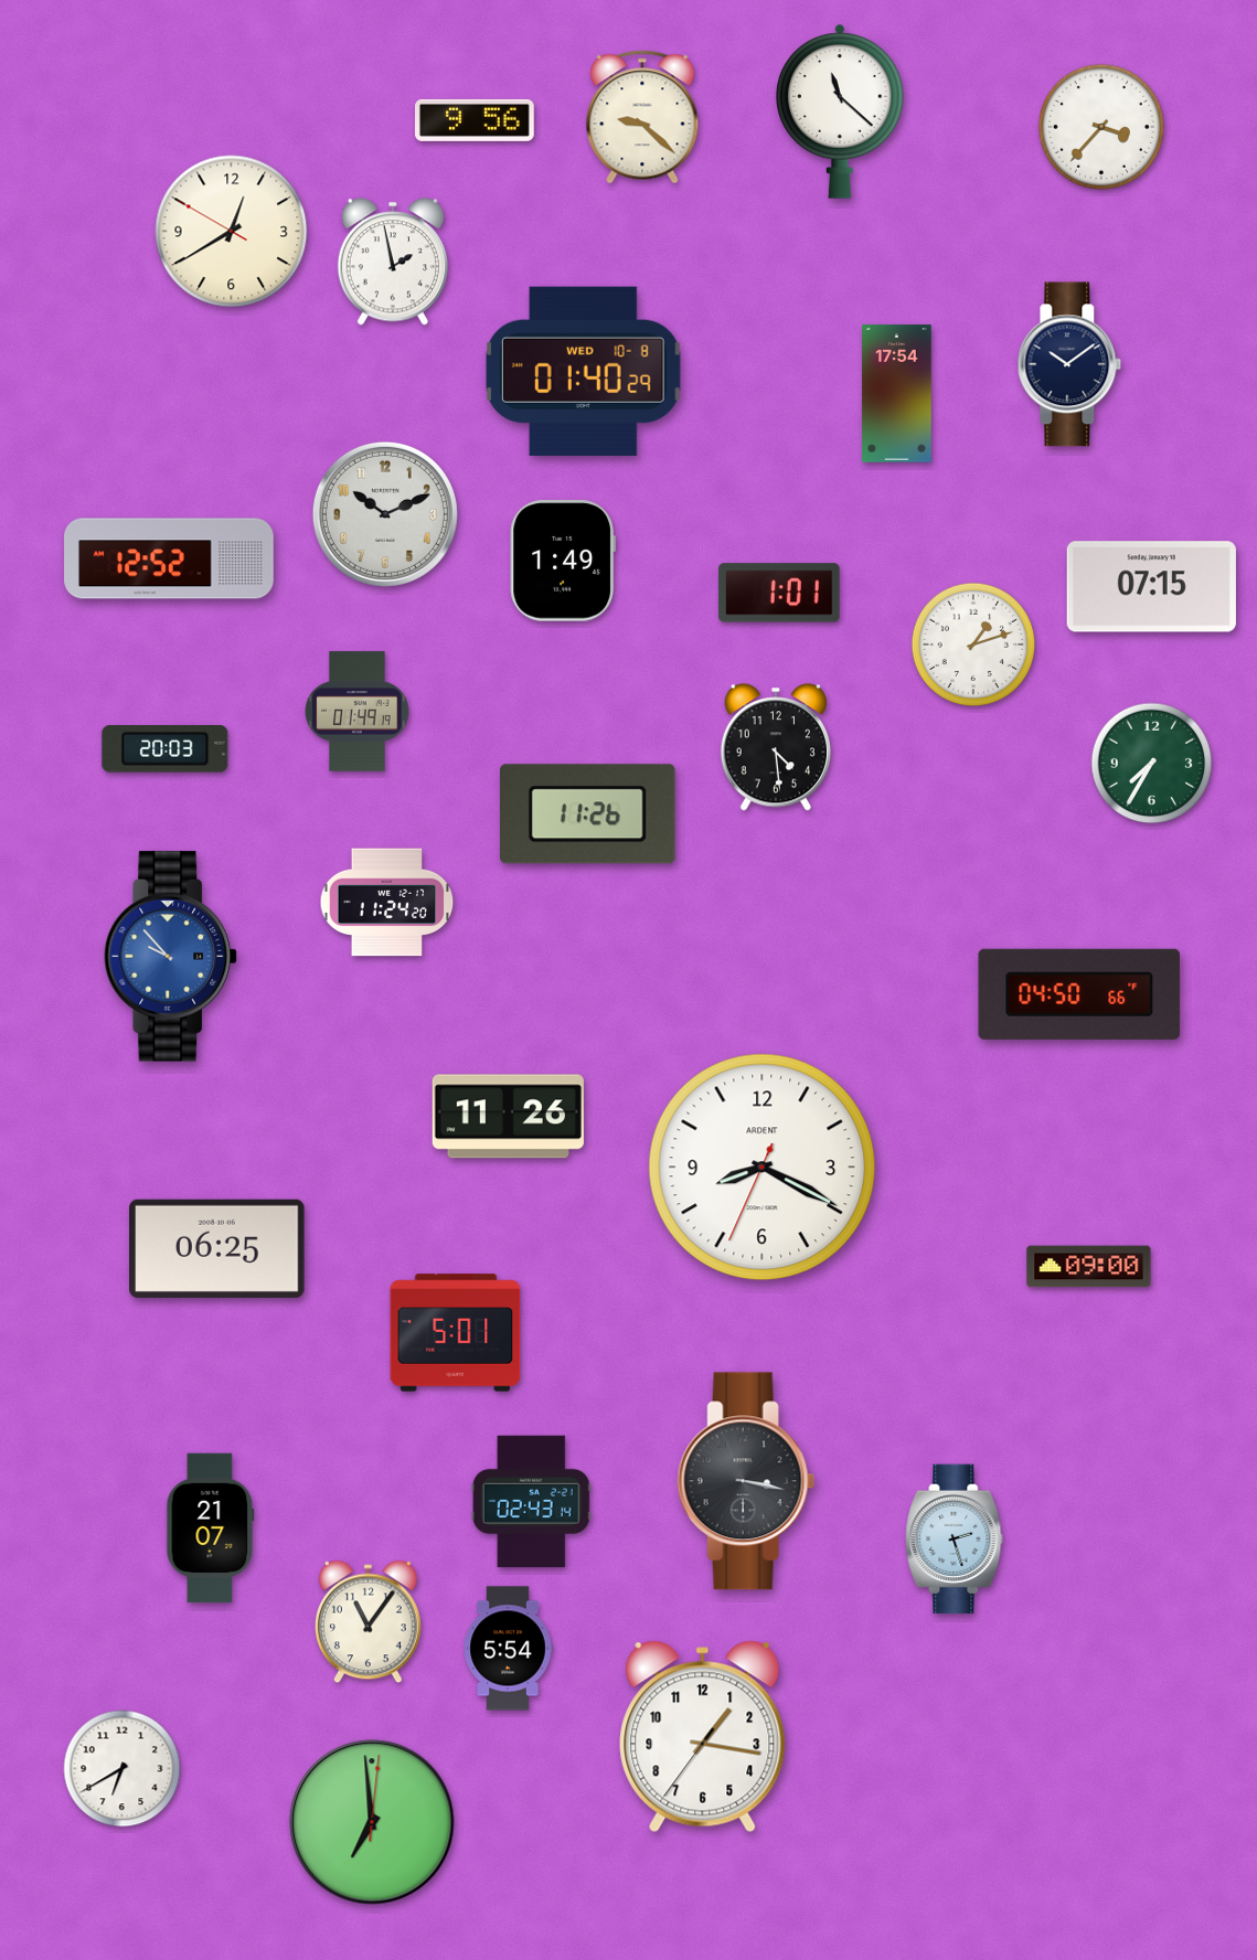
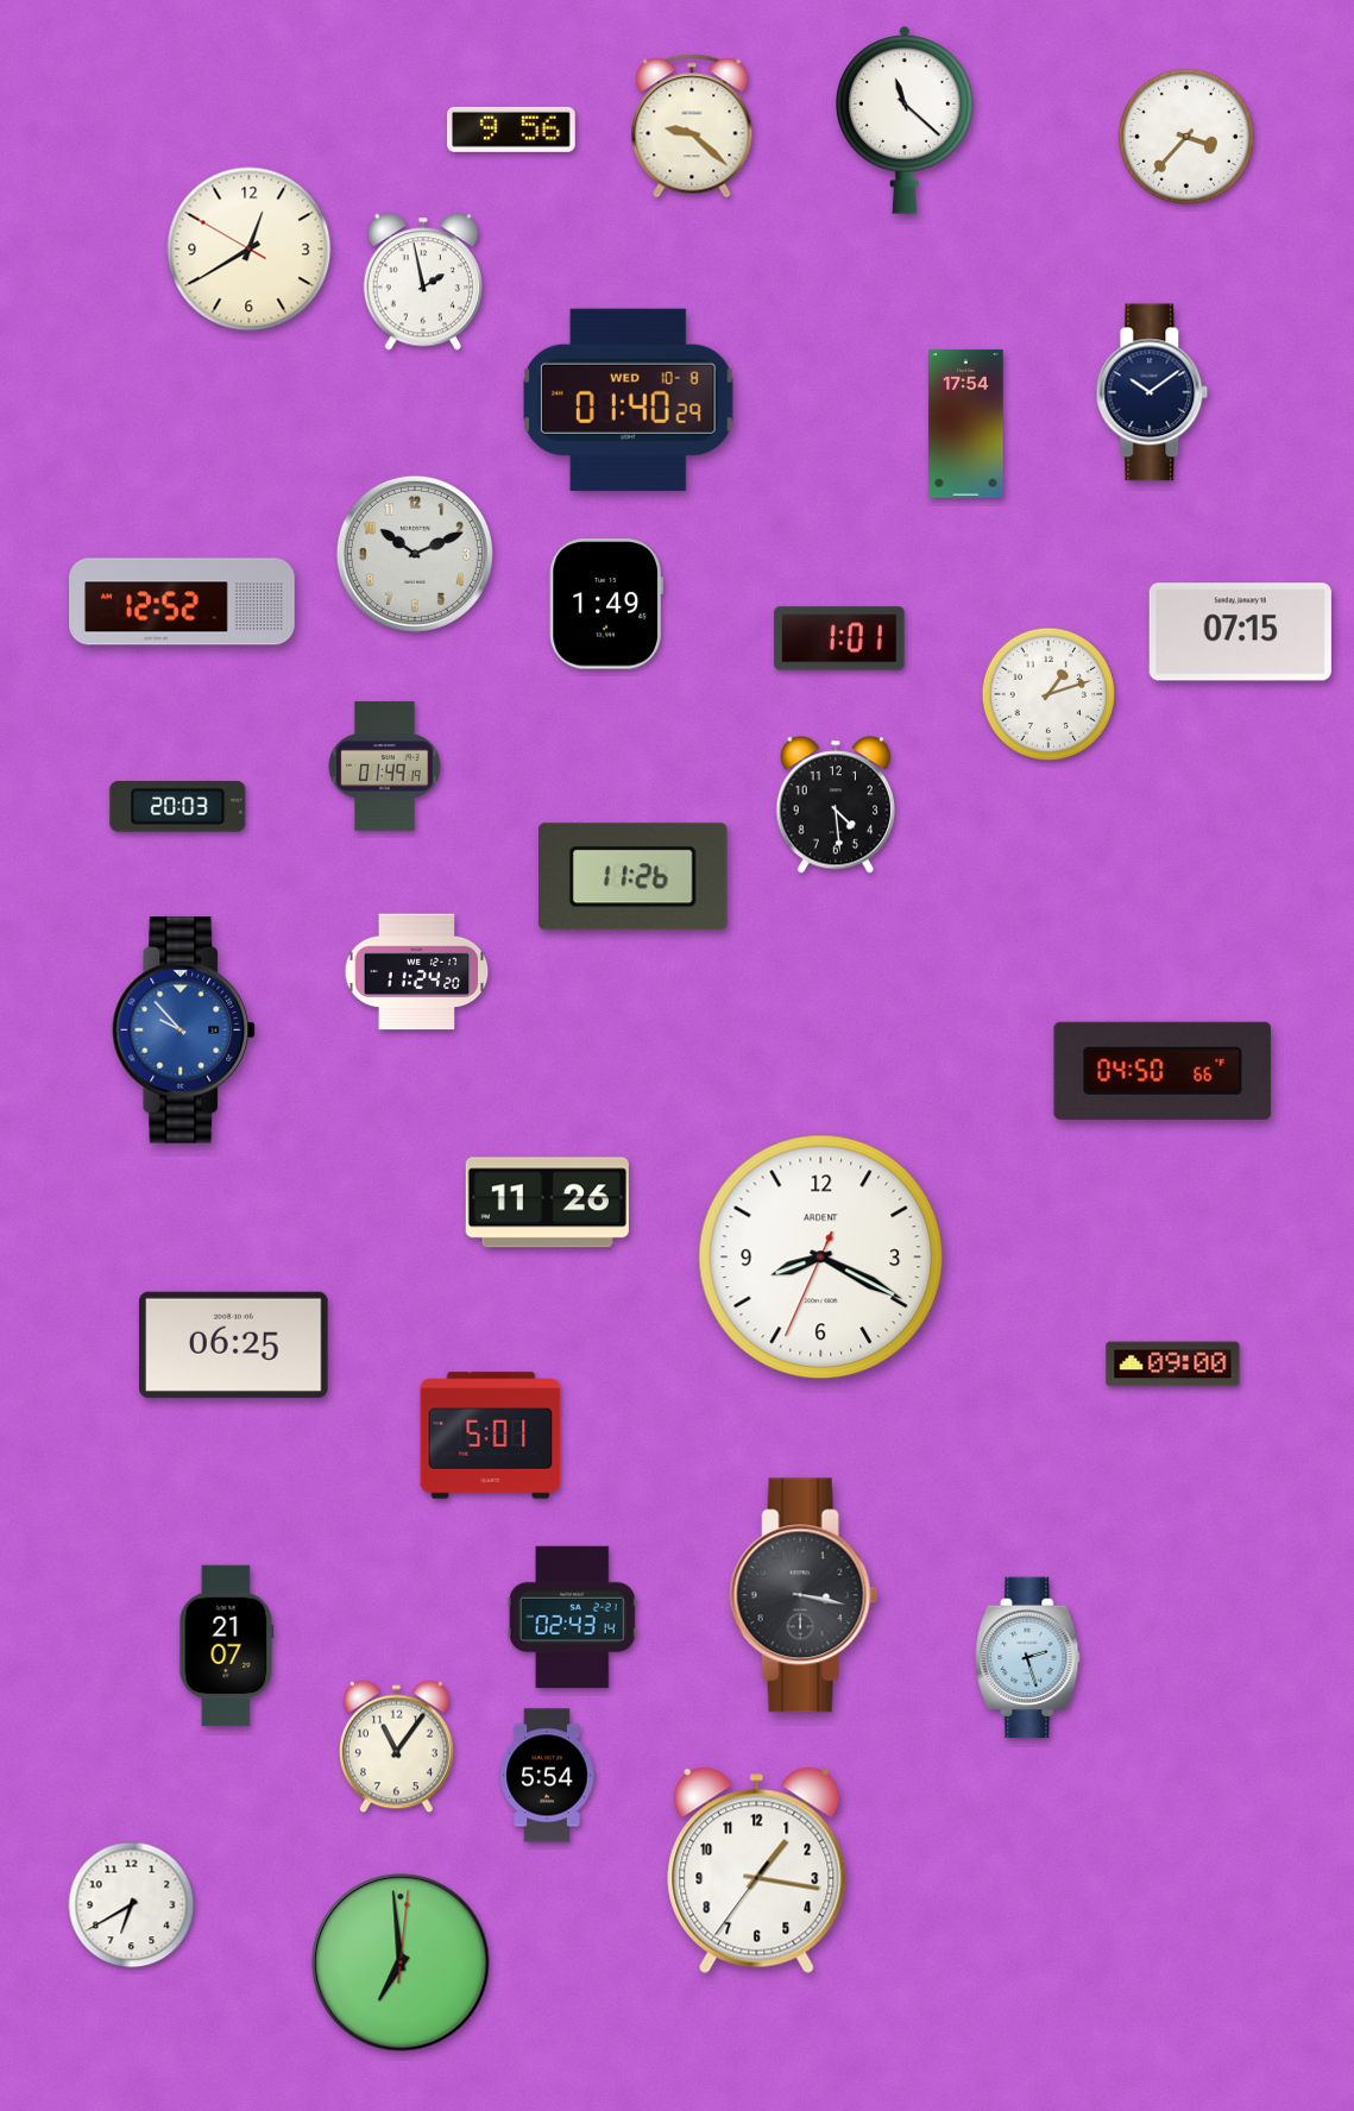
clock at (1152, 764): 7:35 -> none
